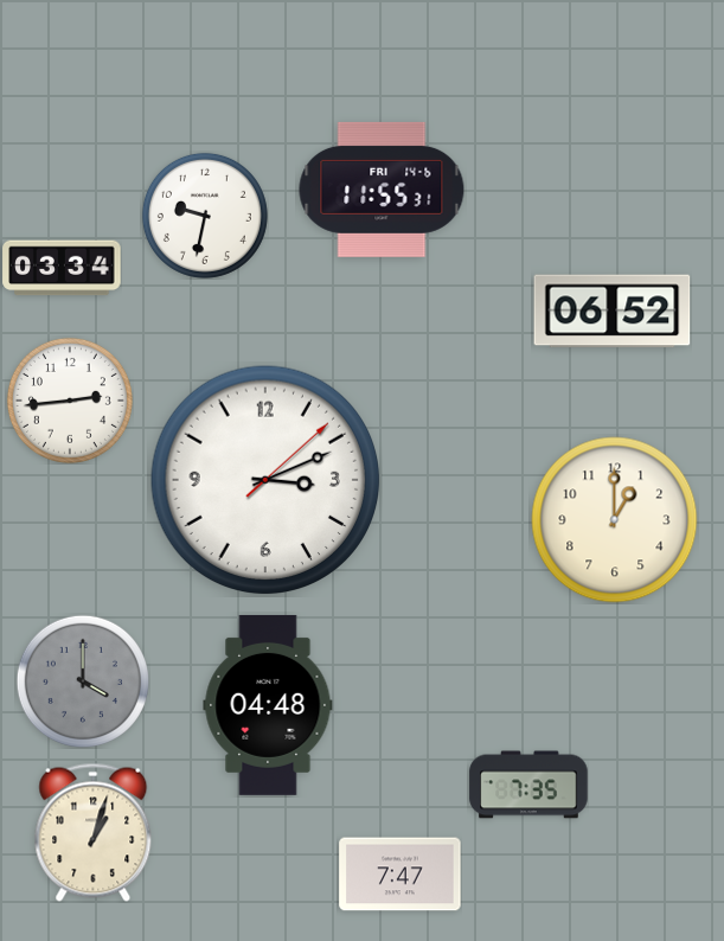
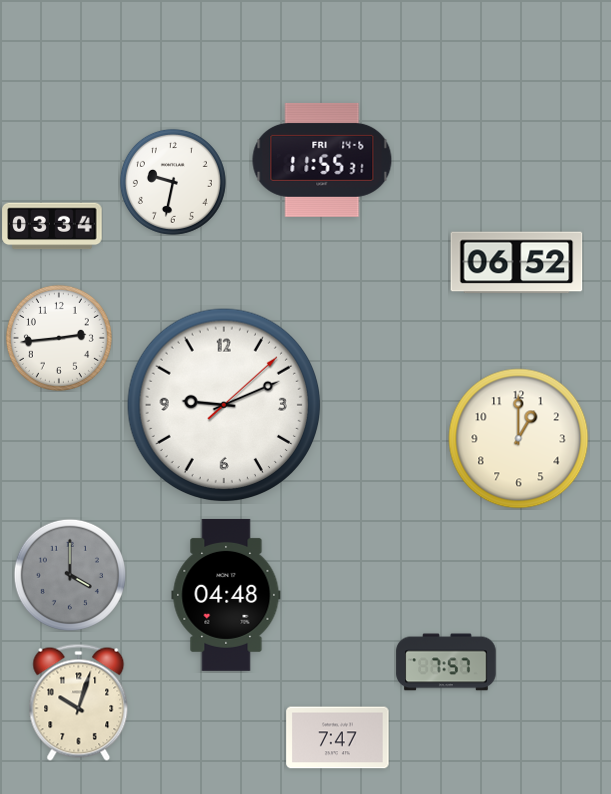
clock at (265, 480): 3:11 -> 9:11
clock at (528, 785): 7:35 -> 7:57
clock at (94, 832): 1:03 -> 10:03
